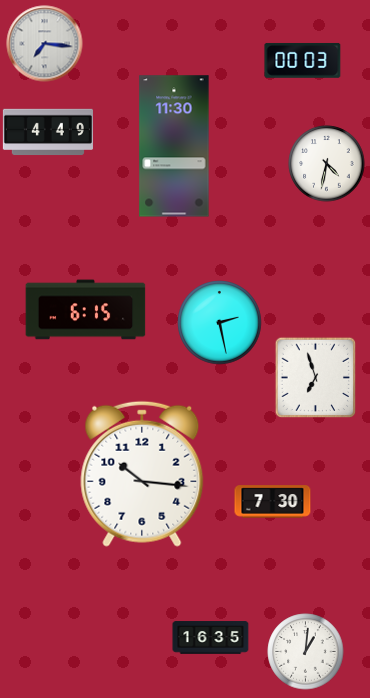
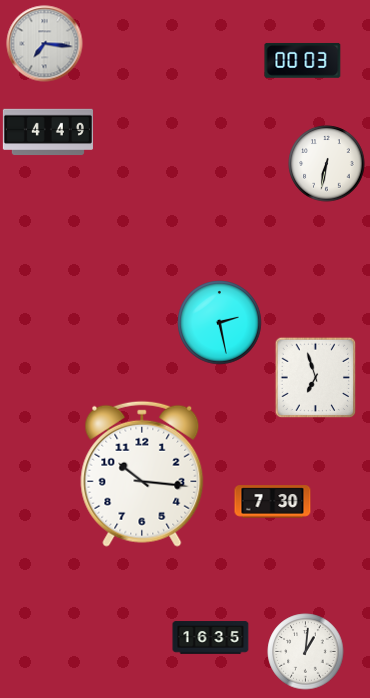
clock at (174, 146): 11:30 -> none
clock at (327, 164): 4:32 -> 6:32
clock at (86, 310): 6:15 -> none
